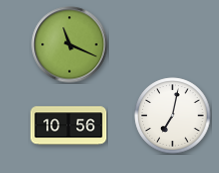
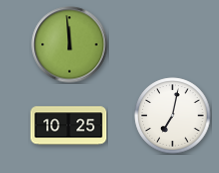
clock at (70, 45): 11:19 -> 11:59
clock at (69, 126): 10:56 -> 10:25
